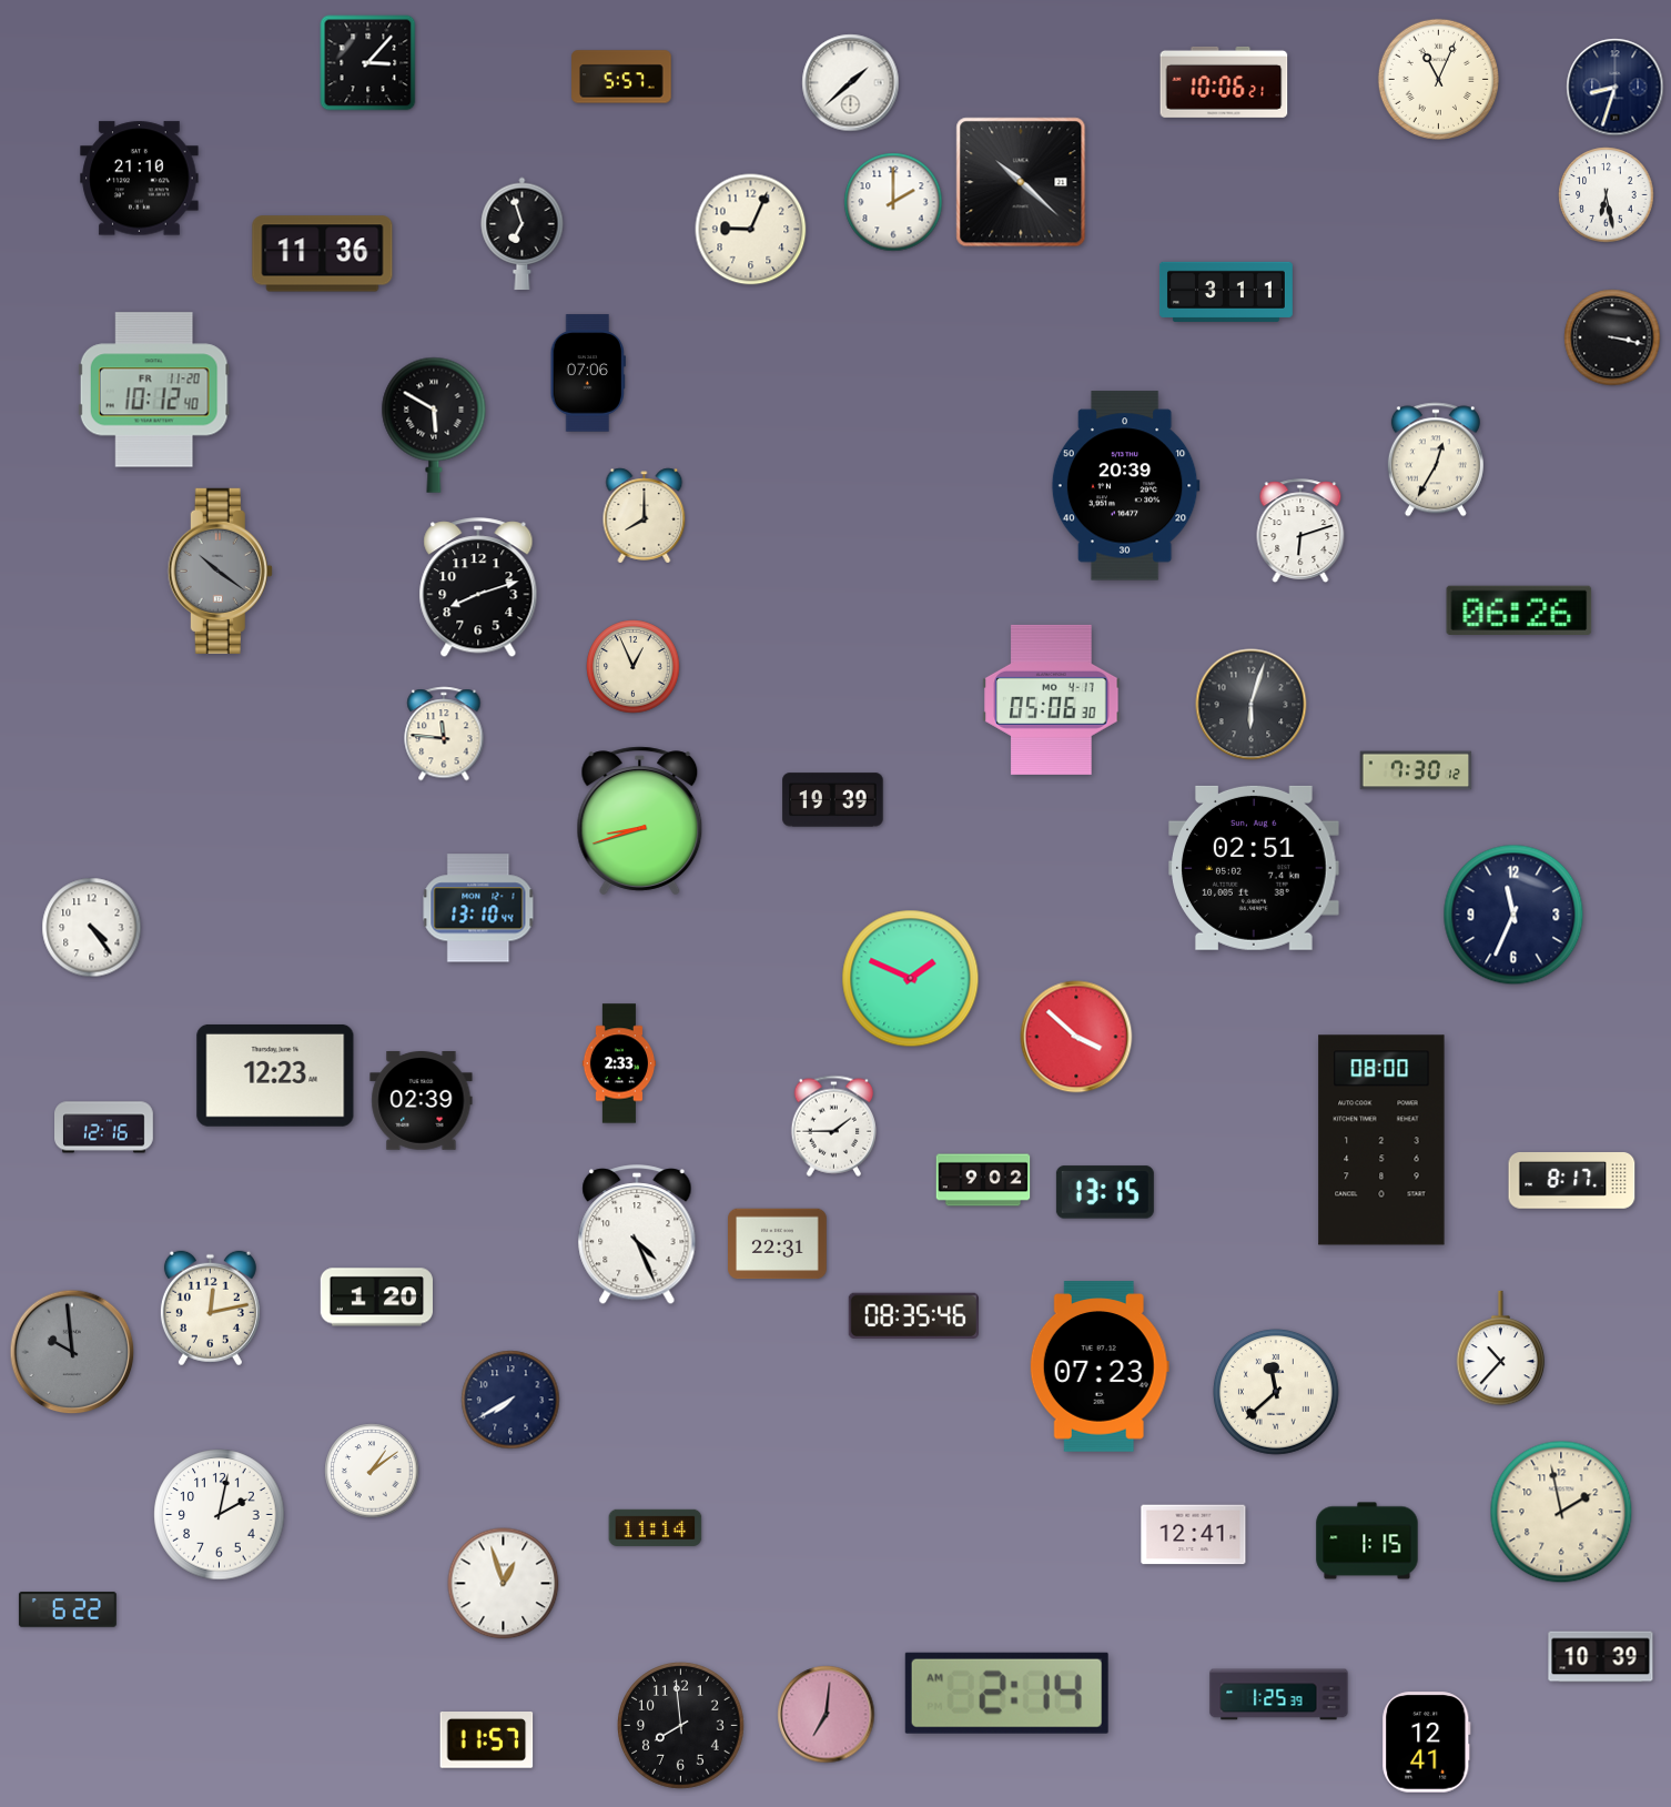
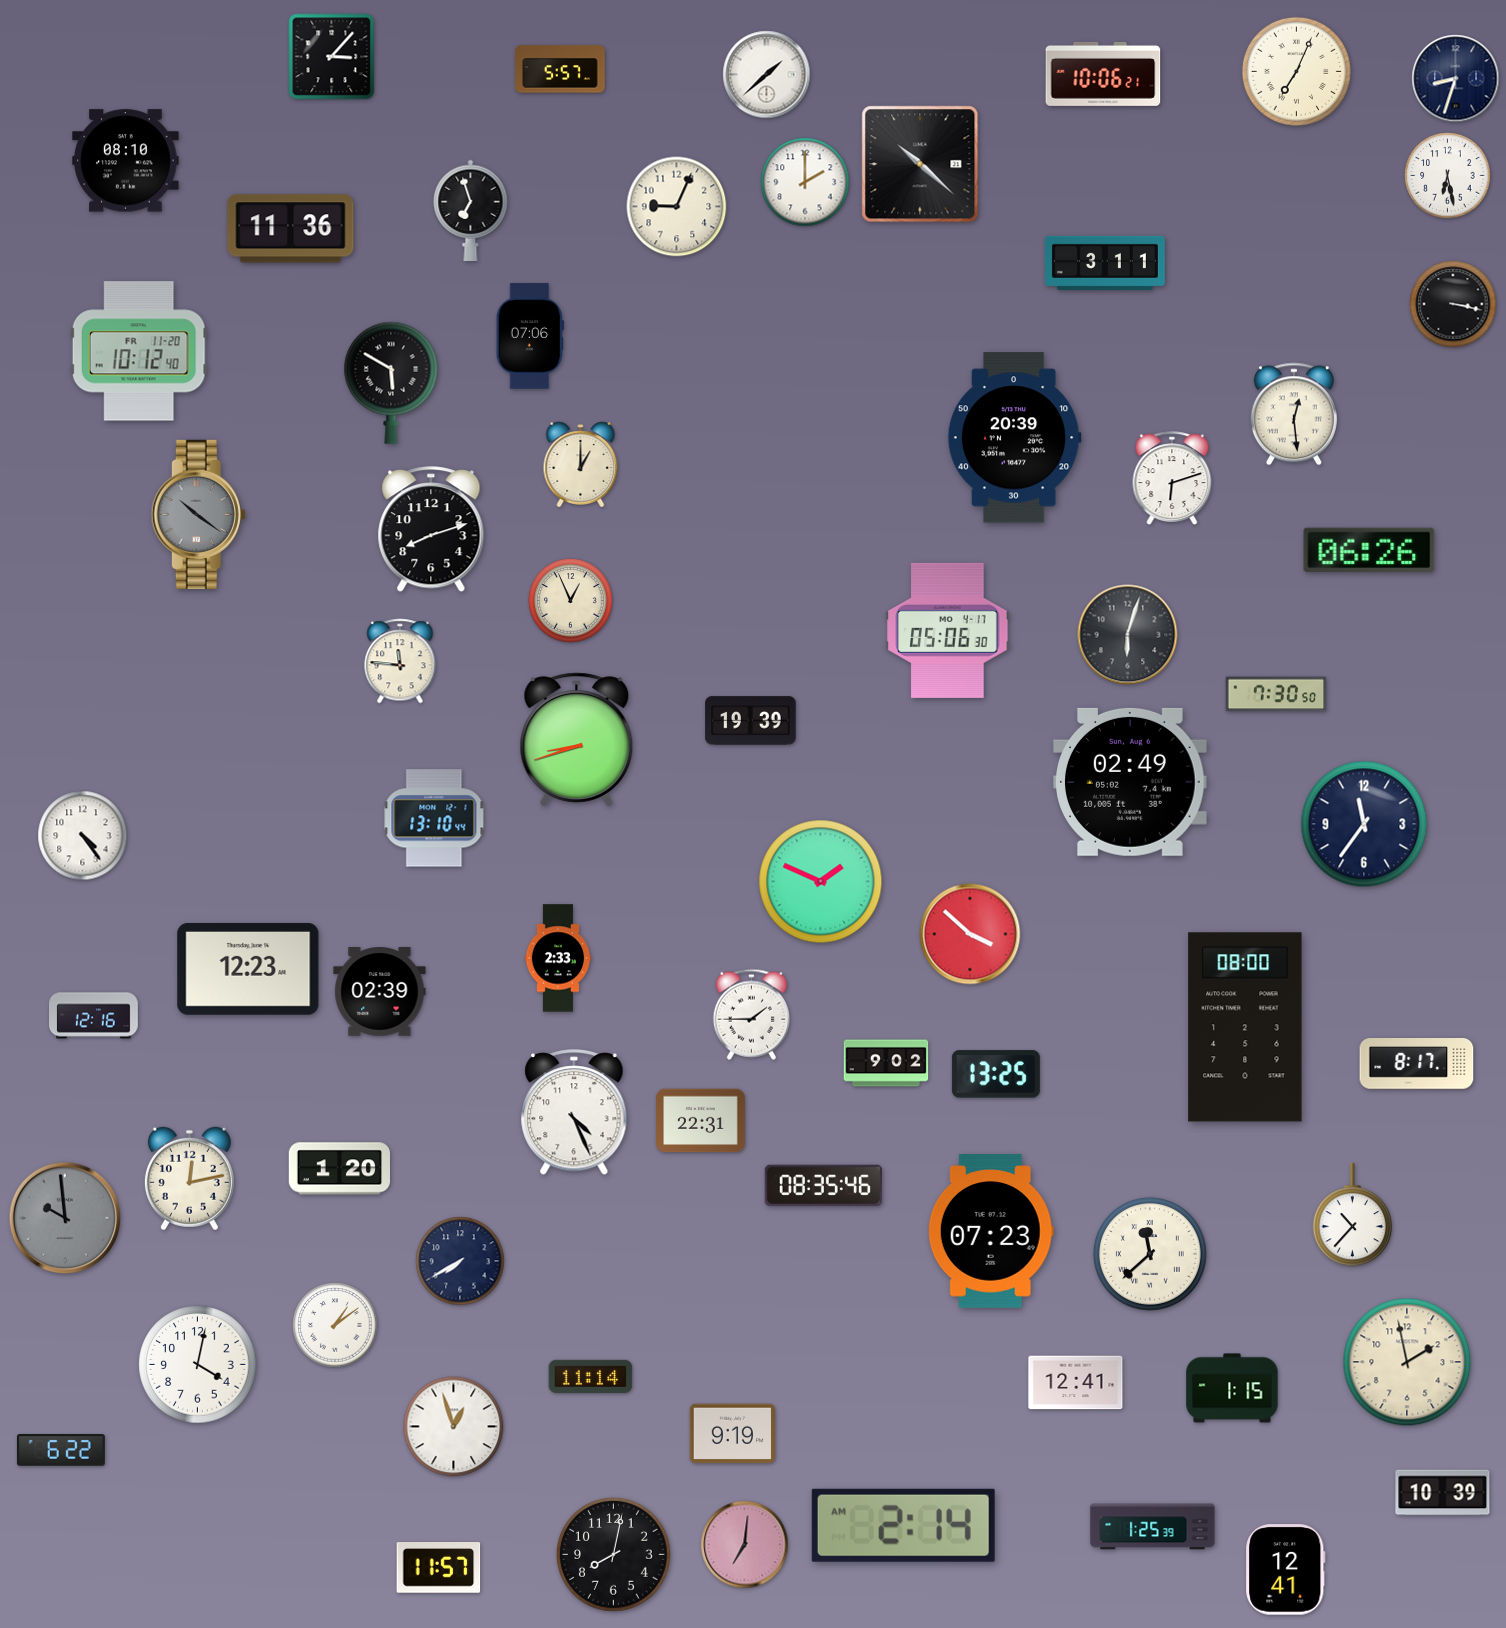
clock at (1438, 79): 11:04 -> 7:04
clock at (140, 179): 21:10 -> 08:10
clock at (1436, 460): 12:35 -> 12:29
clock at (645, 516): 8:00 -> 1:00
clock at (1416, 770): 7:30:12 -> 7:30:50
clock at (1255, 868): 02:51 -> 02:49
clock at (478, 908) position: (478, 908) -> (434, 818)
clock at (1513, 915): 11:34 -> 11:36
clock at (1105, 1192): 13:15 -> 13:25
clock at (220, 1515): 2:02 -> 4:02
clock at (733, 1434): none -> 9:19
clock at (1006, 1693) position: (1006, 1693) -> (903, 1525)
clock at (681, 1726): 7:59 -> 8:02
